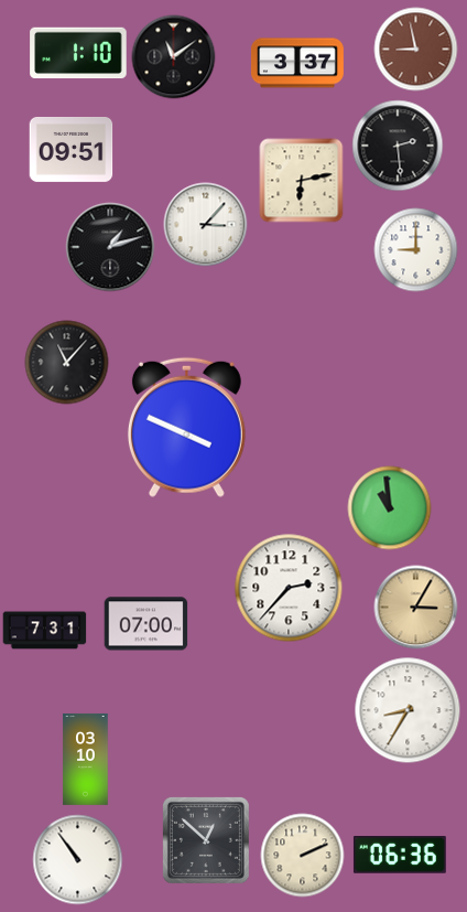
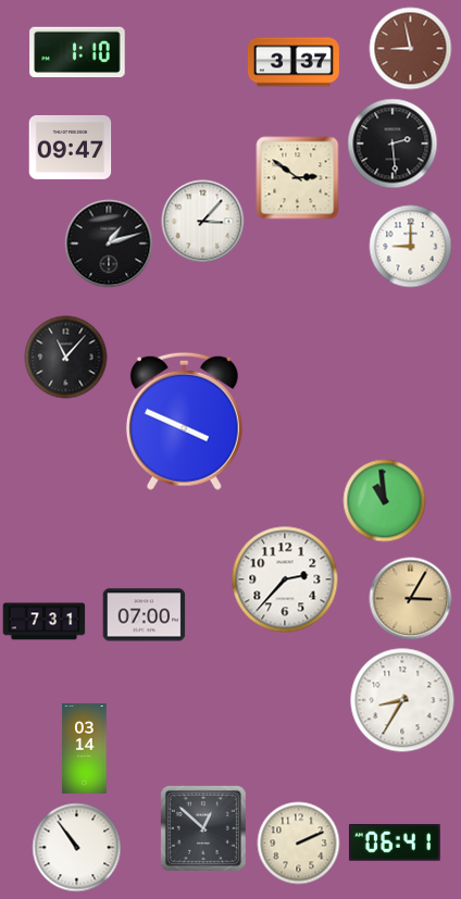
clock at (174, 57): 11:09 -> none
clock at (72, 149): 09:51 -> 09:47
clock at (302, 181): 6:13 -> 2:51
clock at (86, 759): 03:10 -> 03:14
clock at (400, 855): 06:36 -> 06:41
